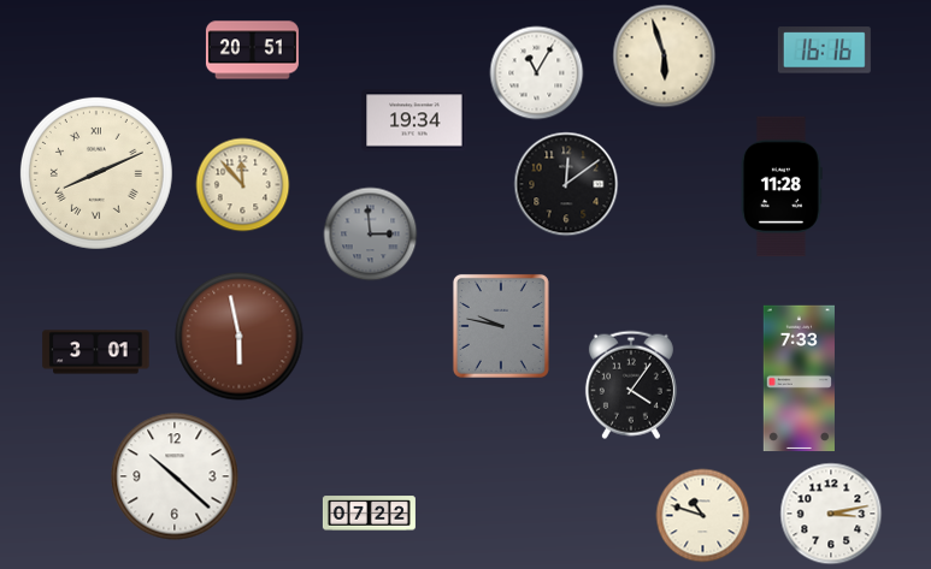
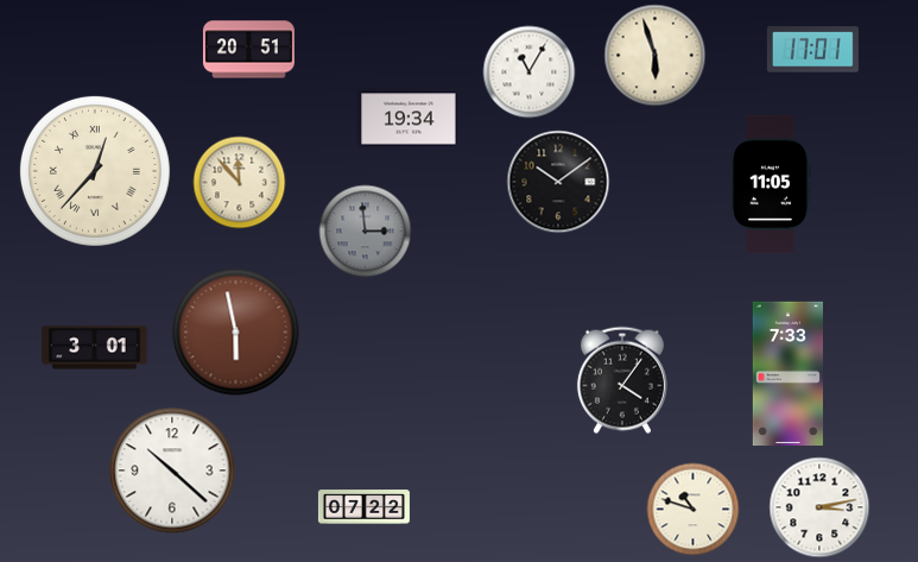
clock at (824, 51): 16:16 -> 17:01
clock at (96, 173): 8:11 -> 12:37
clock at (566, 184): 12:09 -> 10:09
clock at (783, 186): 11:28 -> 11:05
clock at (501, 326): 9:47 -> none
